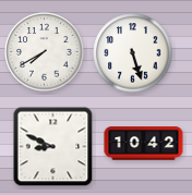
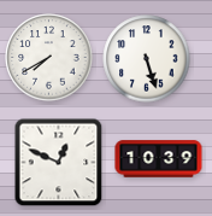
clock at (144, 144): 10:42 -> 10:39
clock at (53, 147): 8:49 -> 12:49
